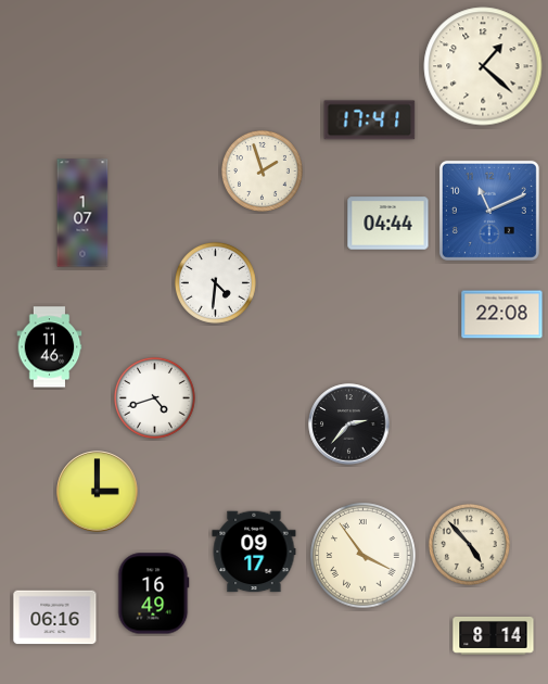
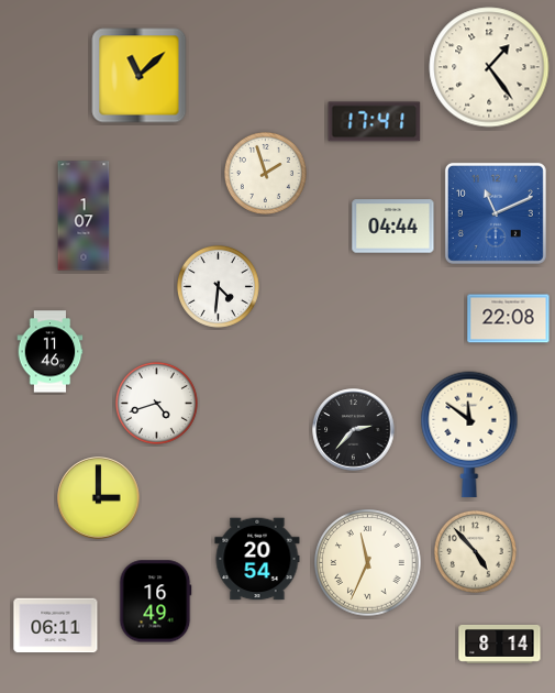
clock at (483, 66): 1:22 -> 1:24
clock at (140, 76): none -> 11:08
clock at (469, 435): none -> 11:51
clock at (254, 552): 09:17 -> 20:54
clock at (364, 556): 3:54 -> 11:34
clock at (55, 618): 06:16 -> 06:11
